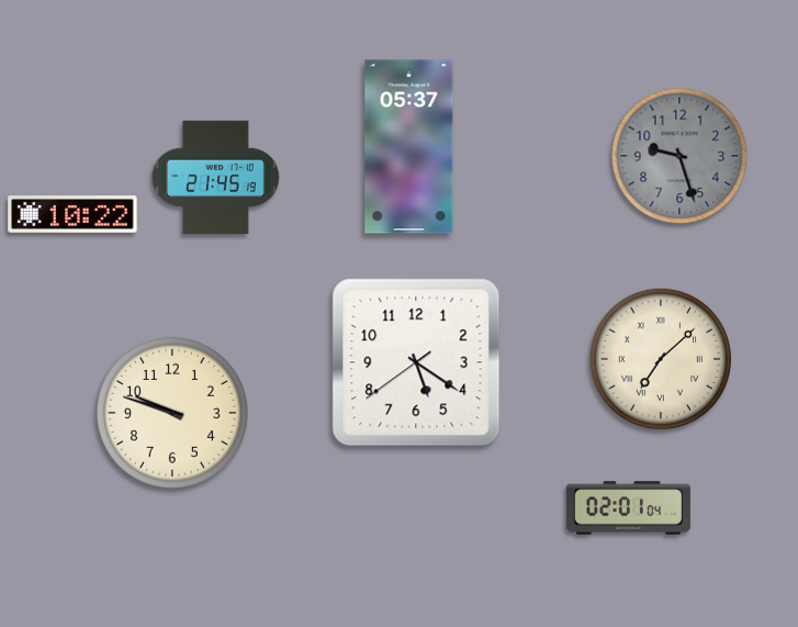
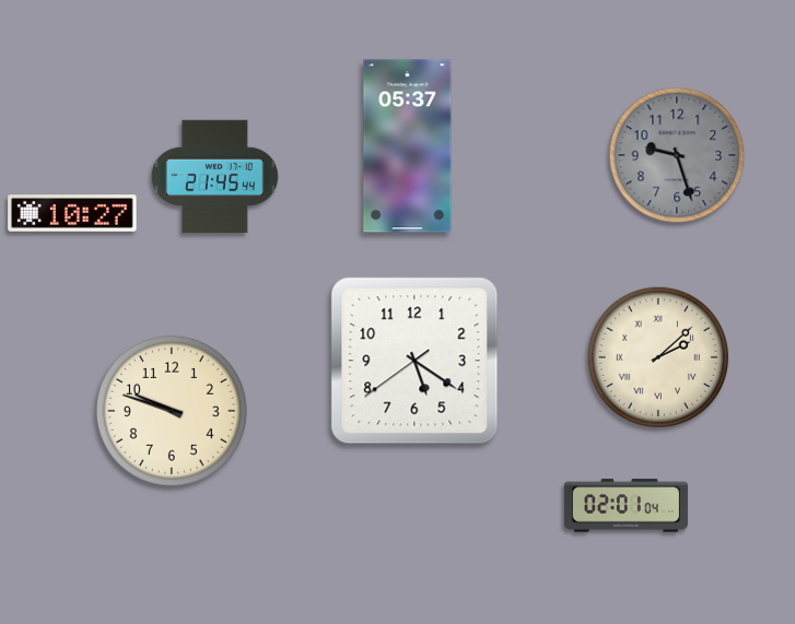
clock at (215, 178): 21:45:19 -> 21:45:44
clock at (72, 215): 10:22 -> 10:27
clock at (660, 358): 7:08 -> 2:08
